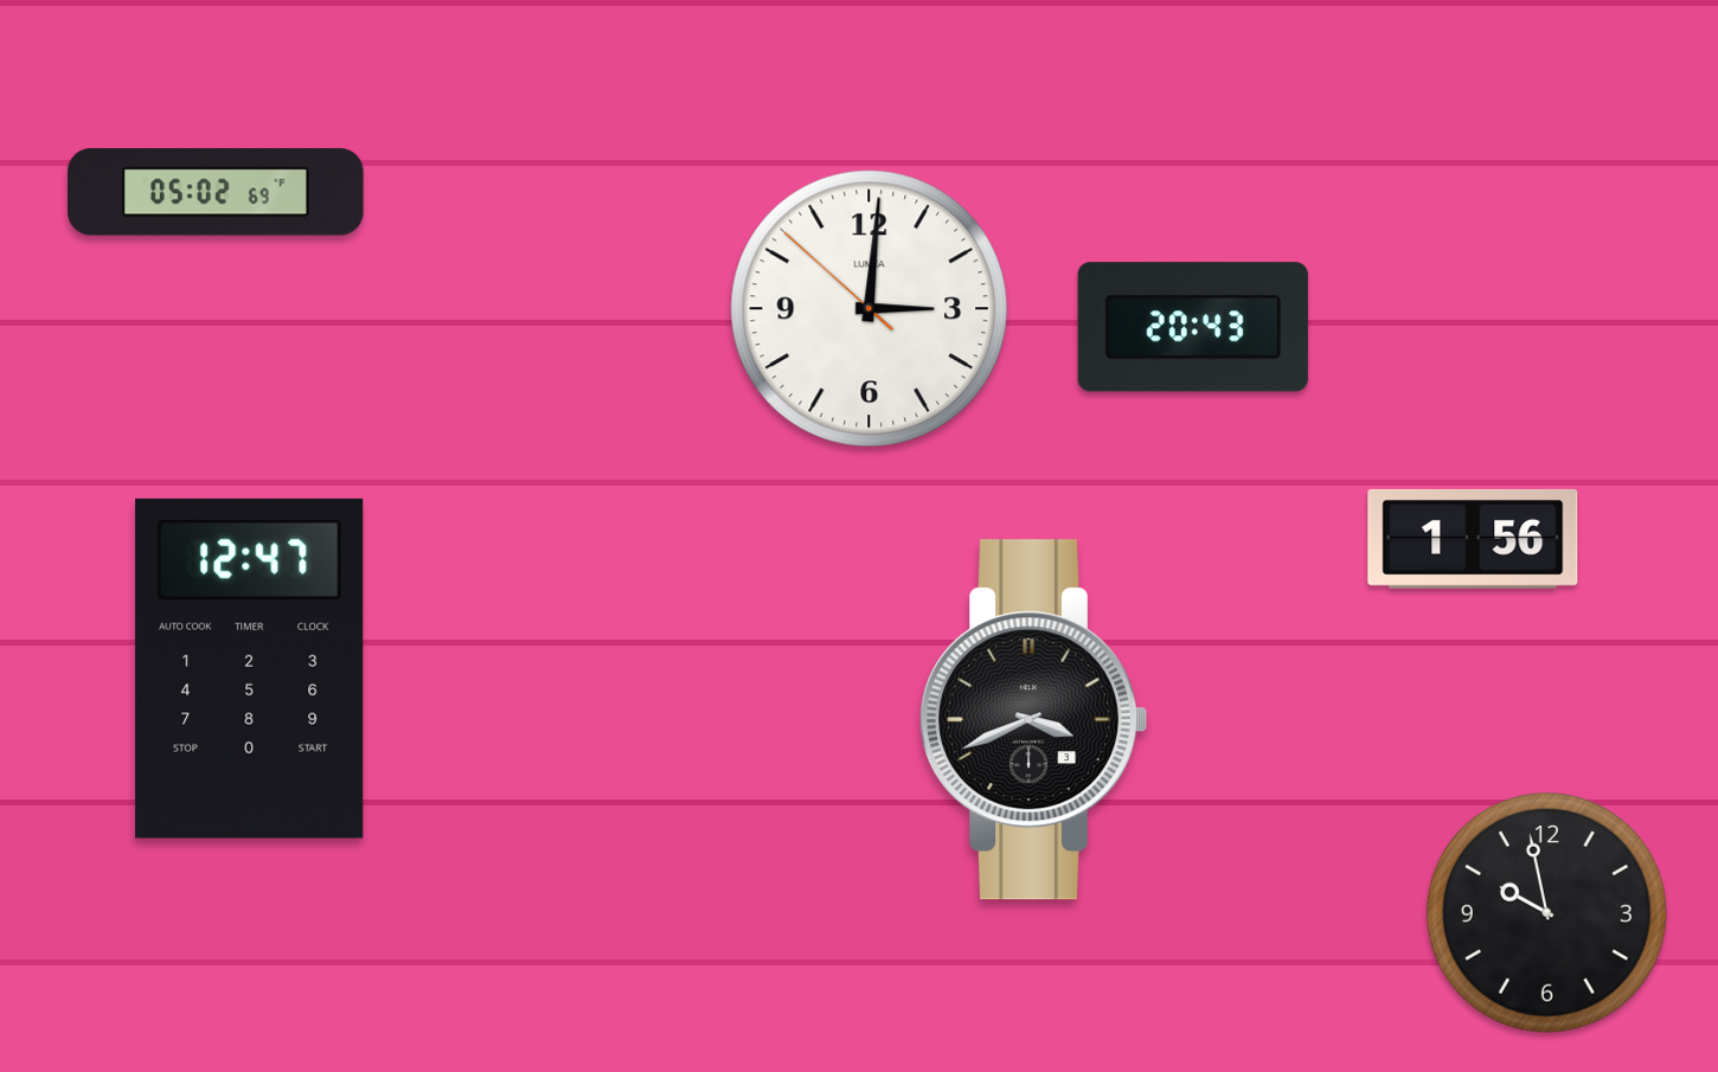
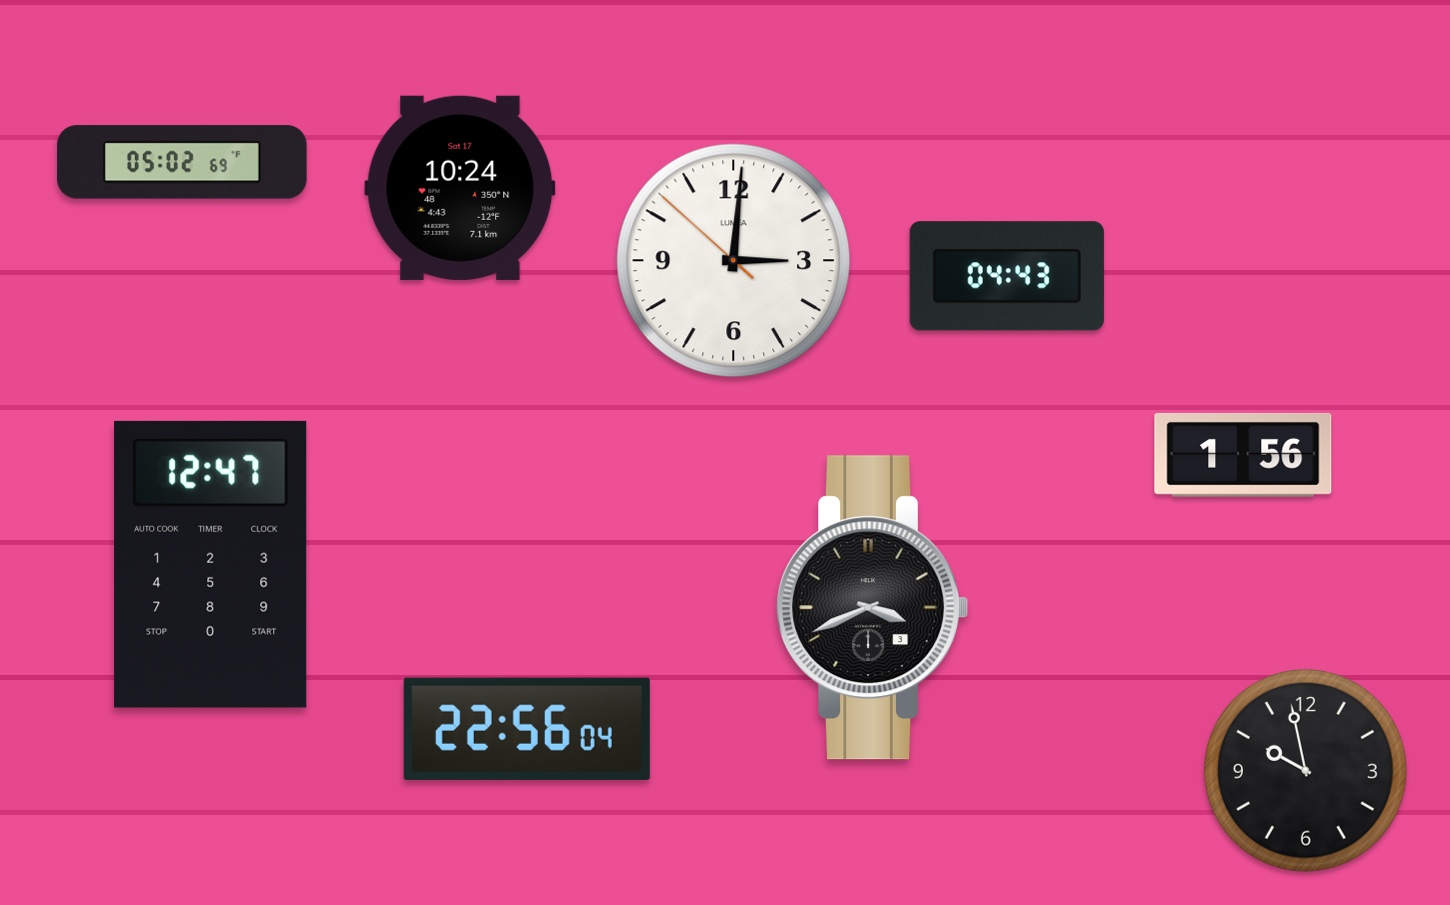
clock at (460, 188): none -> 10:24
clock at (1193, 327): 20:43 -> 04:43
clock at (527, 729): none -> 22:56
